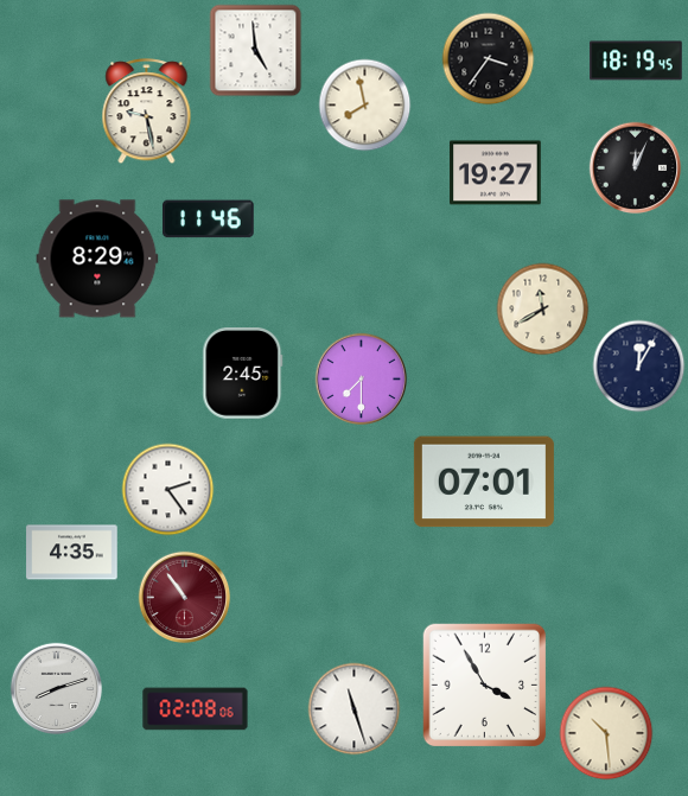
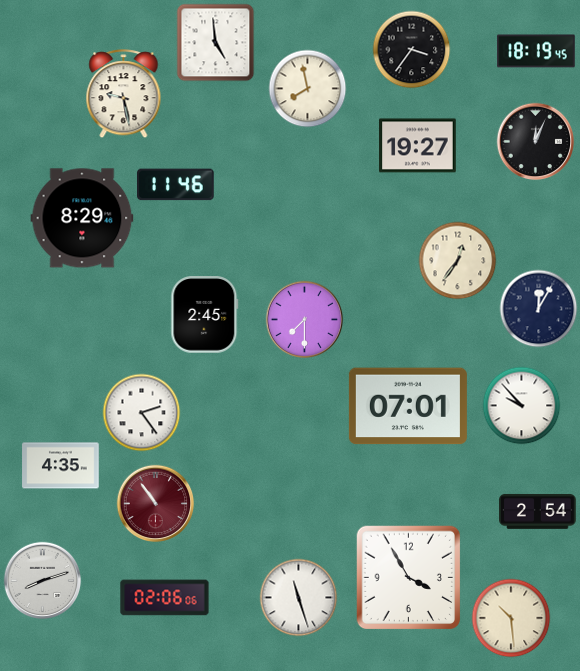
clock at (542, 308): 11:40 -> 12:36
clock at (521, 405): none -> 9:53
clock at (538, 511): none -> 2:54
clock at (56, 688) position: (56, 688) -> (42, 580)
clock at (196, 709): 02:08 -> 02:06
